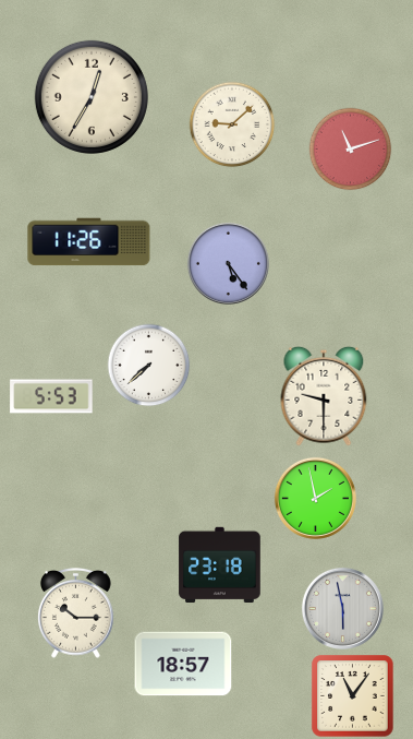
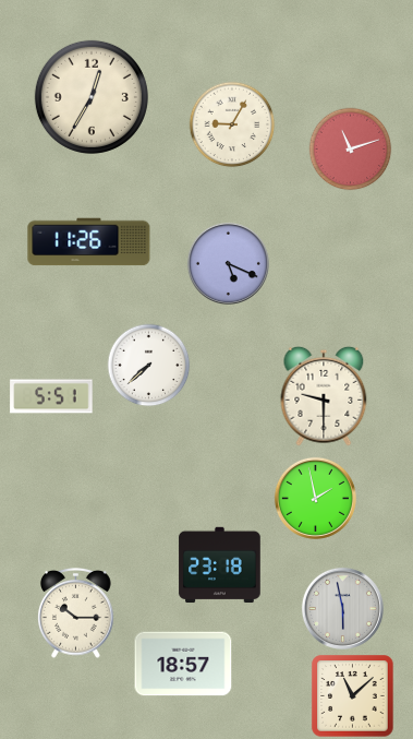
clock at (232, 124): 9:08 -> 9:05
clock at (228, 263): 5:24 -> 5:19
clock at (51, 396): 5:53 -> 5:51
clock at (353, 696): 11:06 -> 11:08
